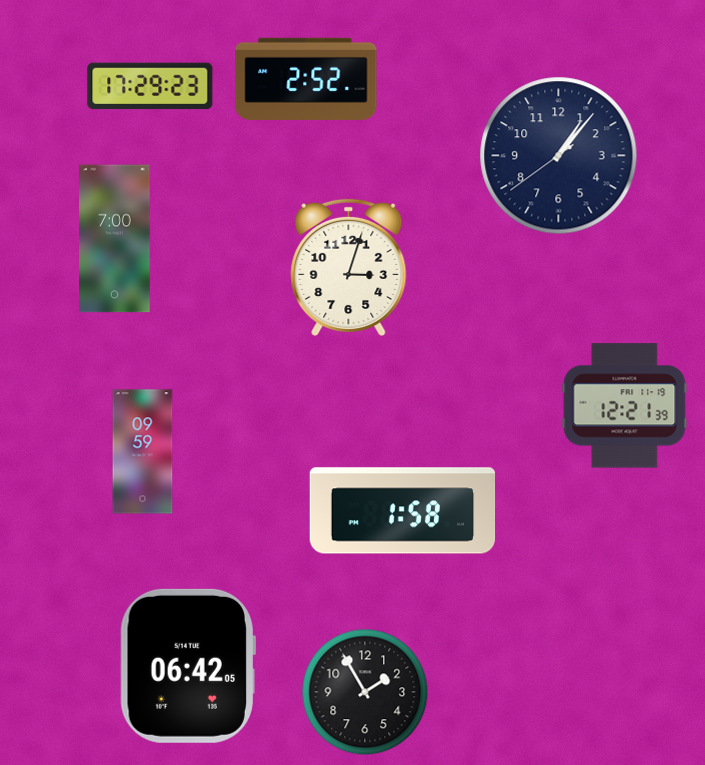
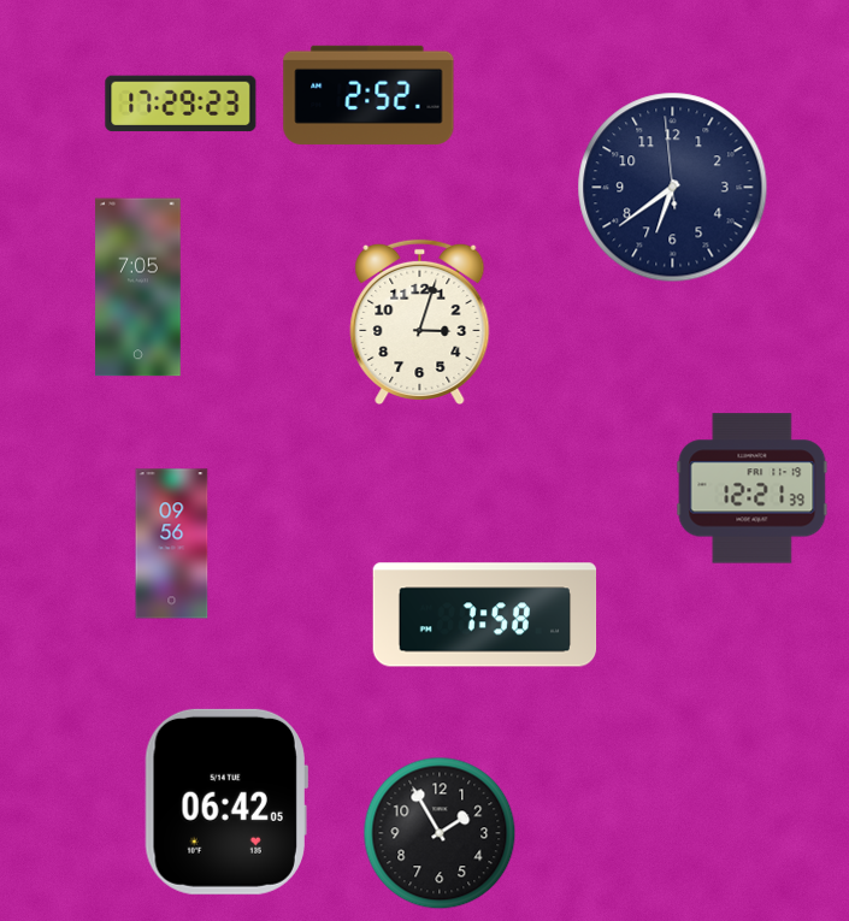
clock at (559, 156): 1:06 -> 6:38
clock at (115, 239): 7:00 -> 7:05
clock at (143, 452): 09:59 -> 09:56
clock at (403, 511): 1:58 -> 7:58
